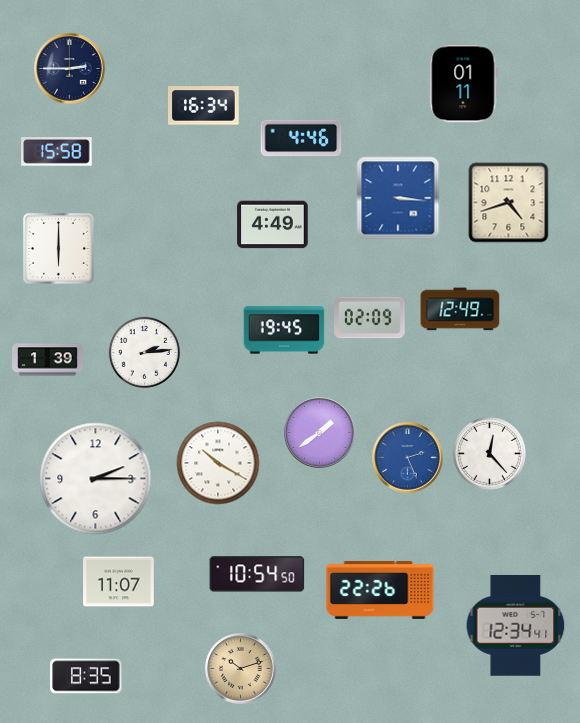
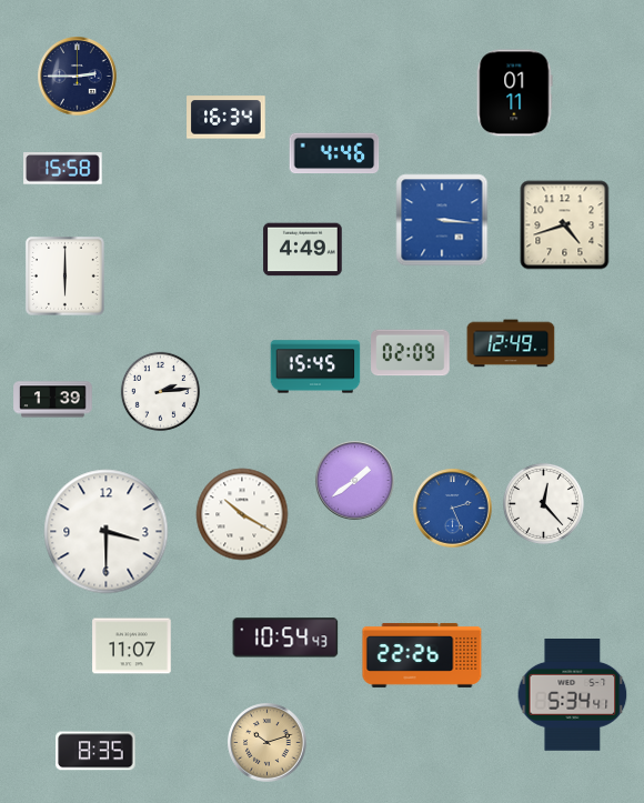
clock at (284, 330): 19:45 -> 15:45
clock at (96, 479): 2:15 -> 3:30
clock at (257, 574): 10:54:50 -> 10:54:43
clock at (516, 626): 12:34 -> 5:34
